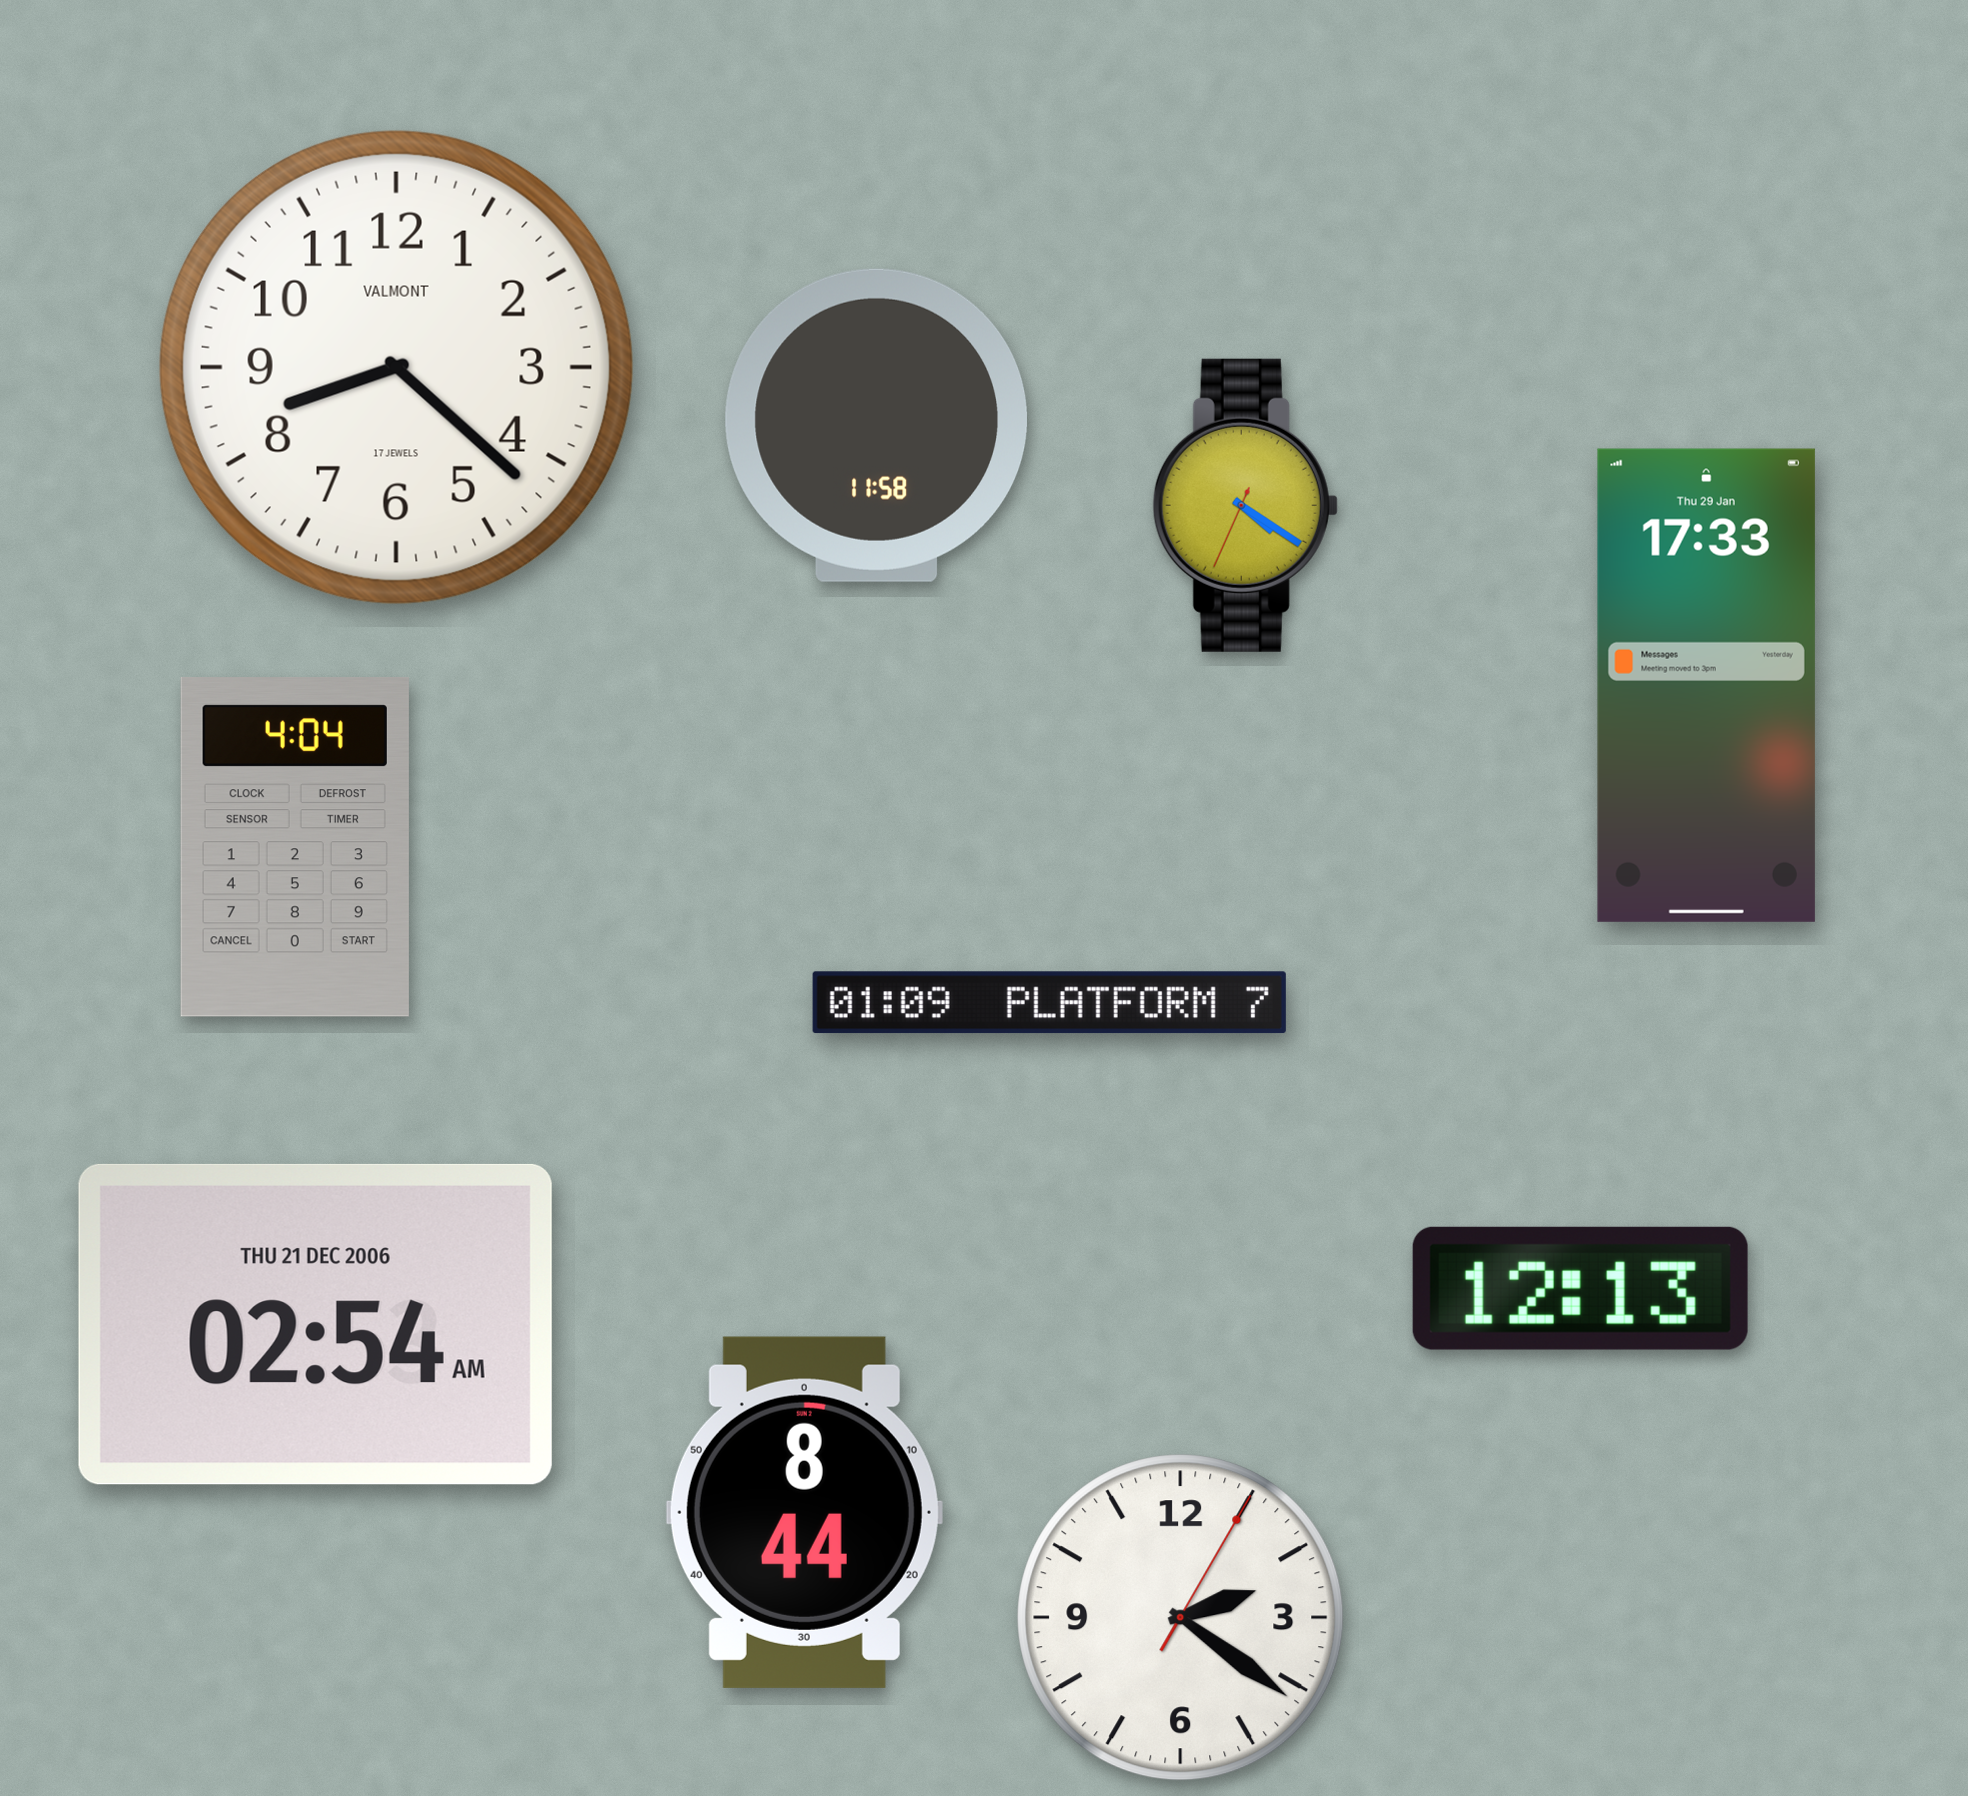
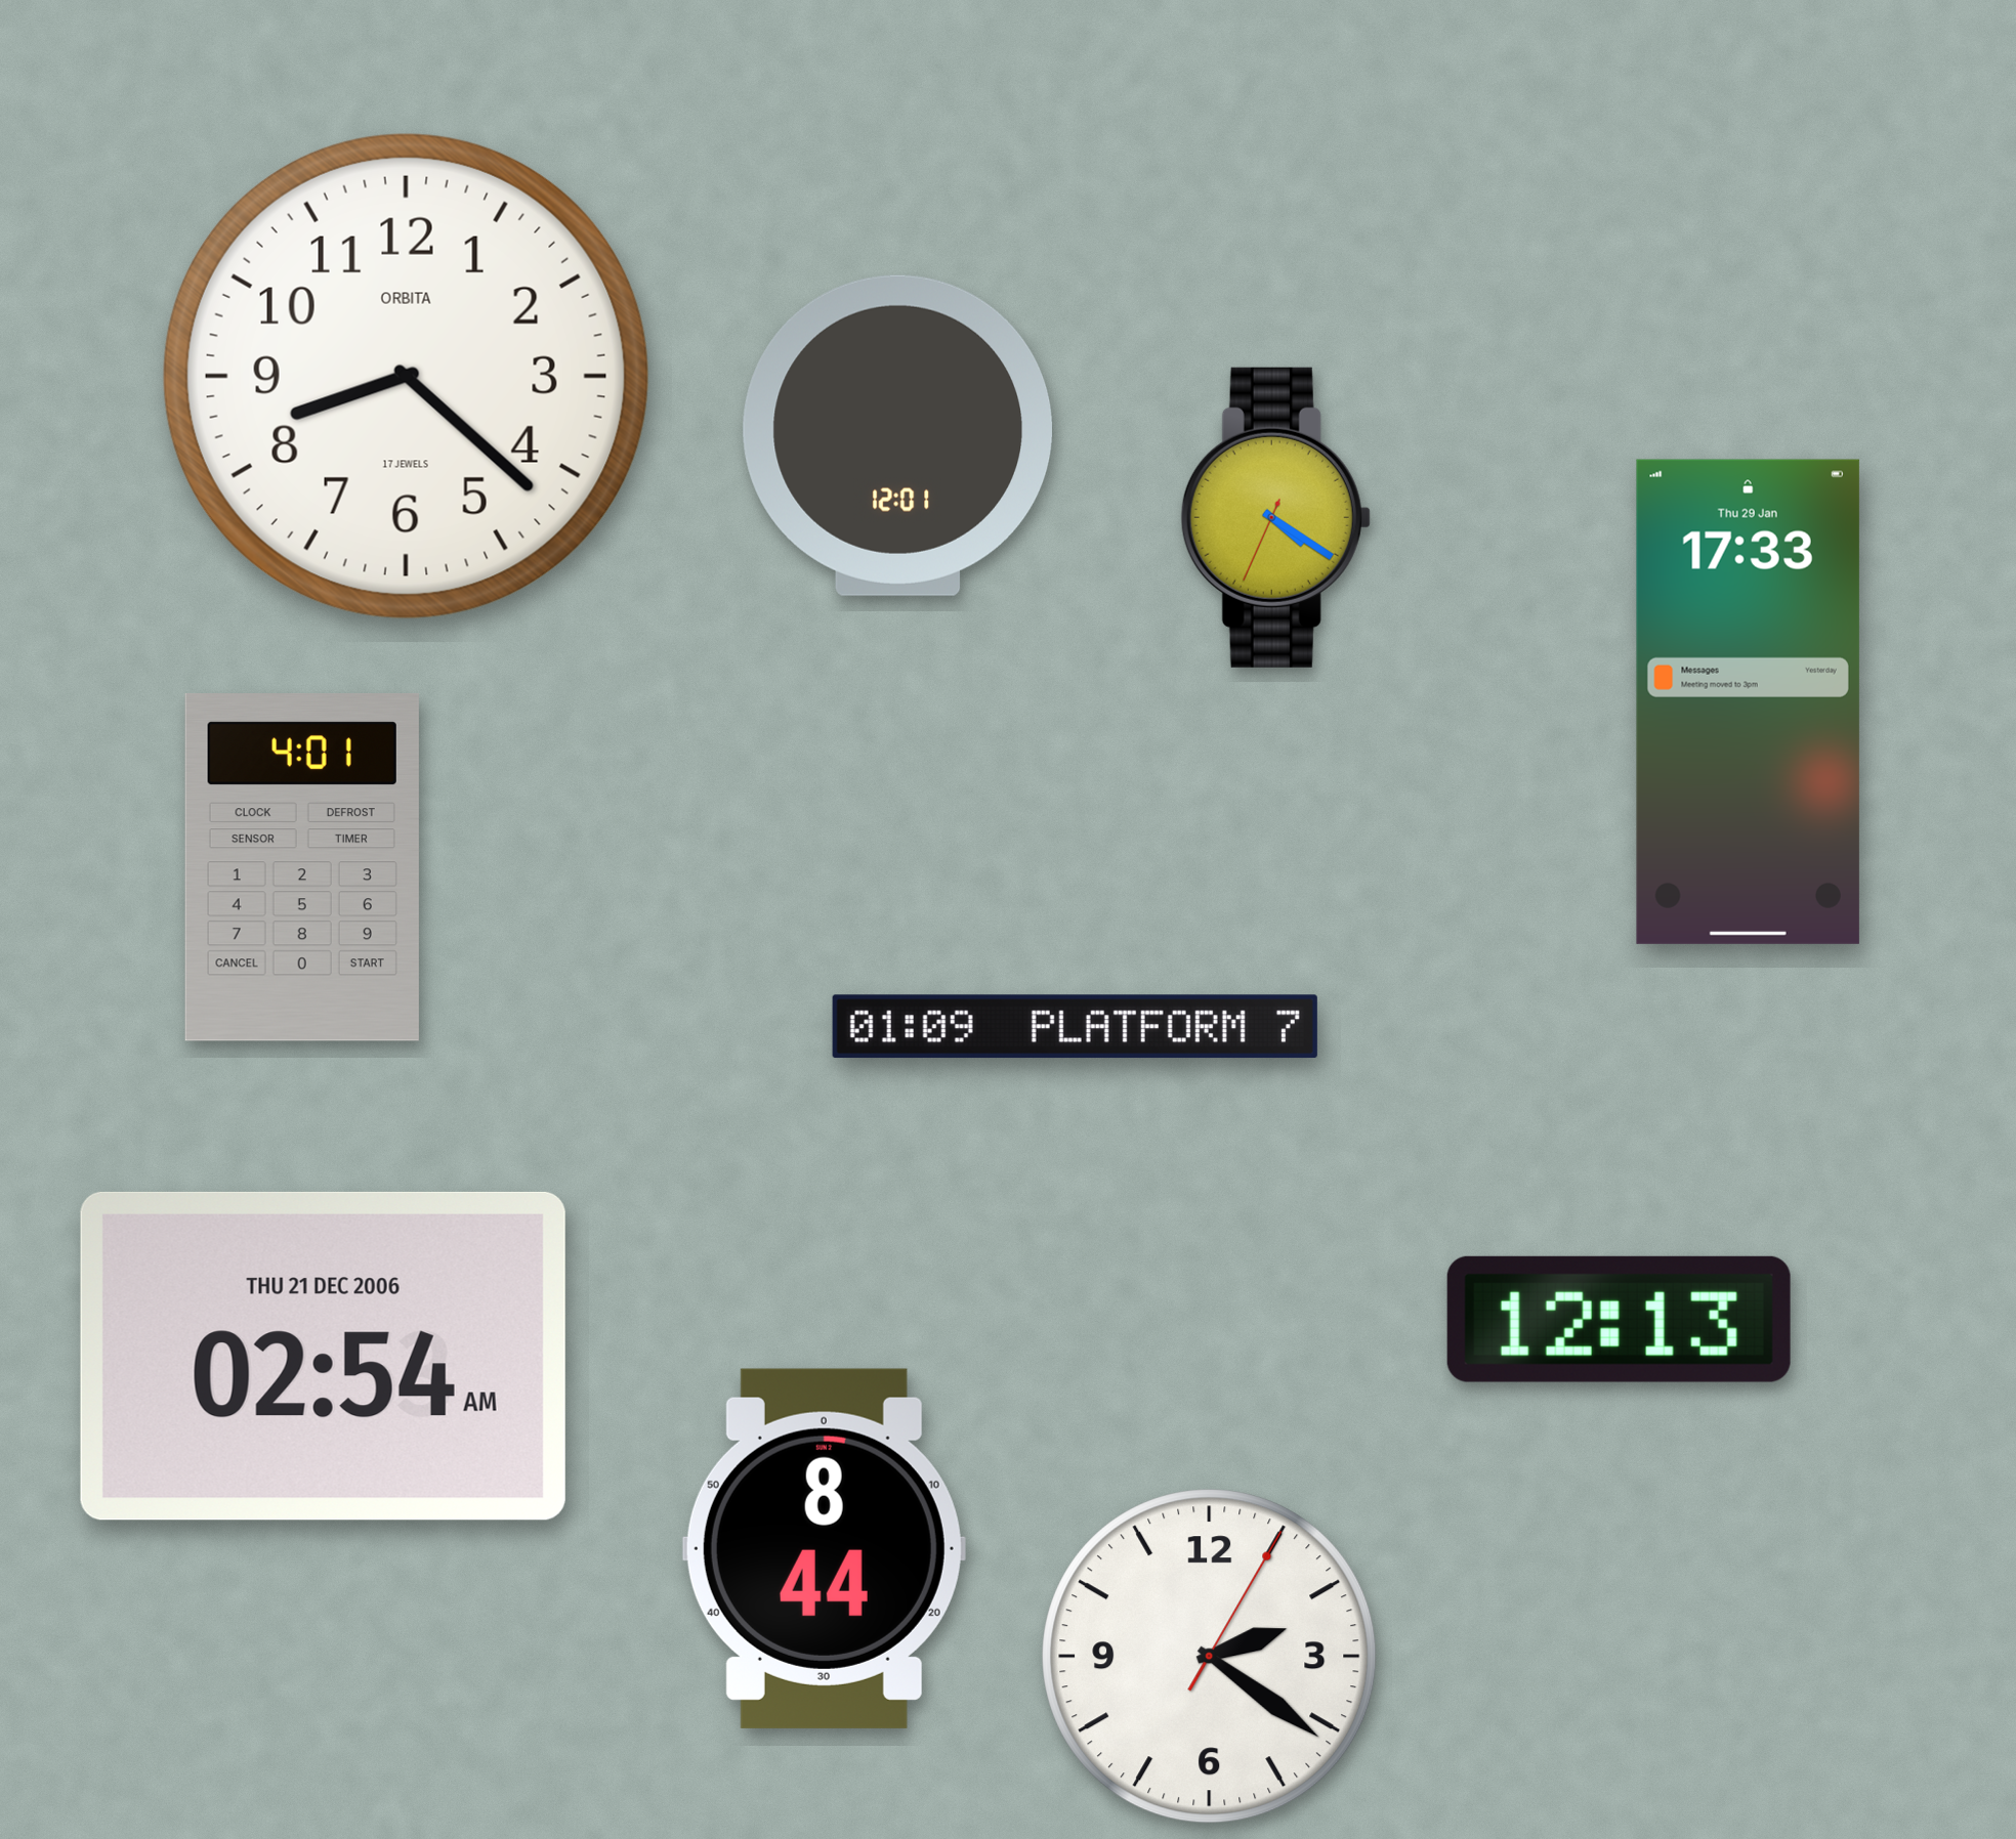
clock at (396, 367) brand: VALMONT -> ORBITA
clock at (876, 425): 11:58 -> 12:01
clock at (295, 848): 4:04 -> 4:01
